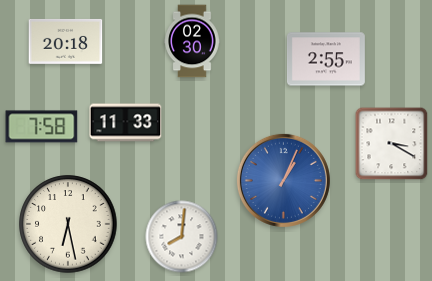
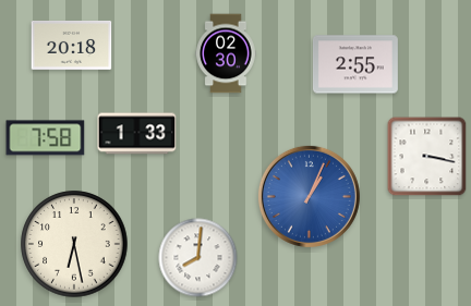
clock at (192, 41) position: (192, 41) -> (226, 53)
clock at (126, 123): 11:33 -> 1:33
clock at (392, 144): 3:20 -> 3:17
